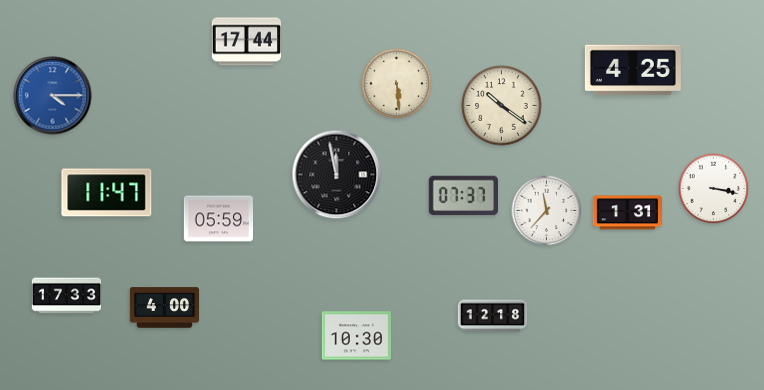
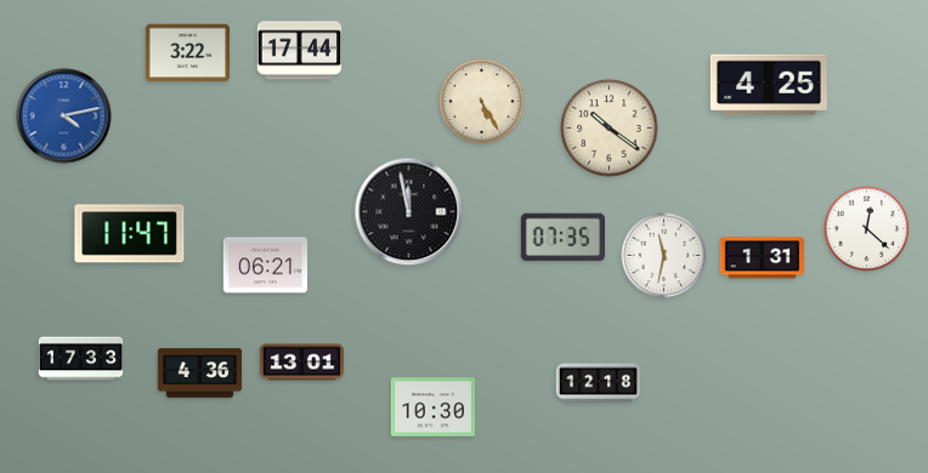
clock at (188, 53): none -> 3:22
clock at (397, 84): 5:29 -> 5:25
clock at (53, 96): 4:15 -> 4:13
clock at (714, 189): 3:17 -> 12:22
clock at (463, 196): 07:37 -> 07:35
clock at (547, 211): 11:37 -> 11:32
clock at (219, 219): 05:59 -> 06:21
clock at (302, 363): none -> 13:01
clock at (165, 308): 4:00 -> 4:36
